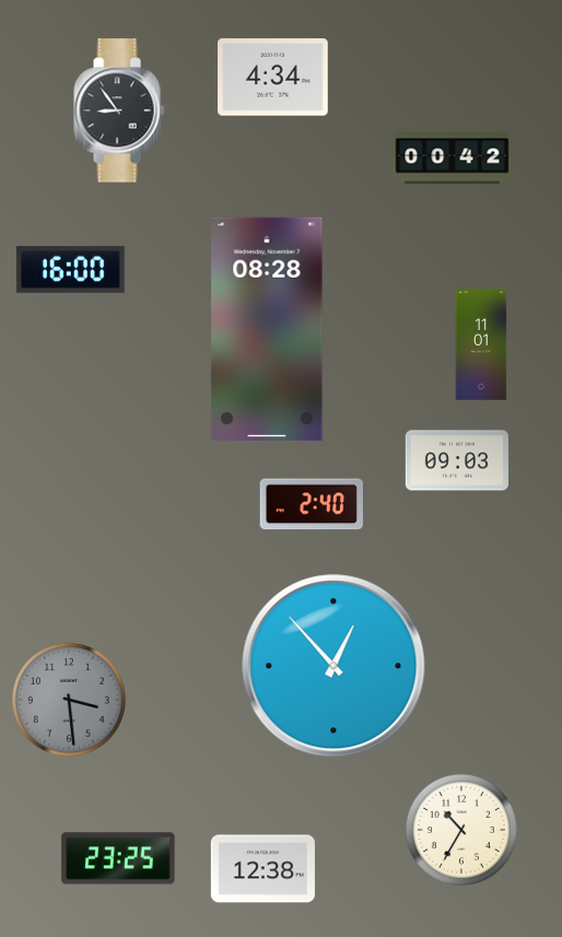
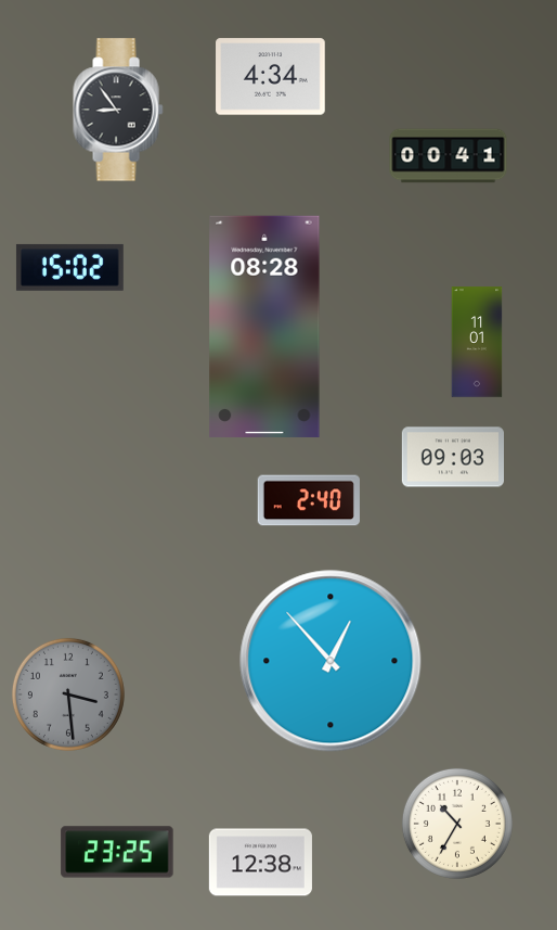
clock at (453, 157): 00:42 -> 00:41
clock at (70, 269): 16:00 -> 15:02
